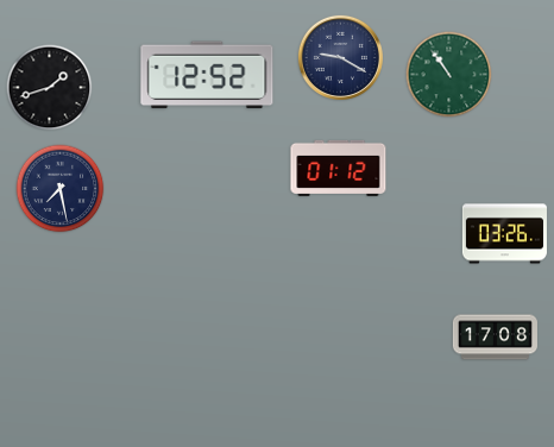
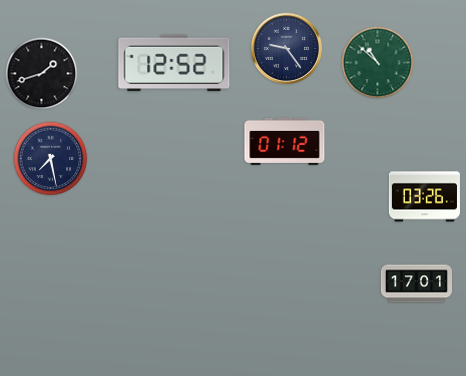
clock at (340, 57): 9:20 -> 9:24
clock at (449, 75): 10:54 -> 10:52
clock at (495, 338): 17:08 -> 17:01
